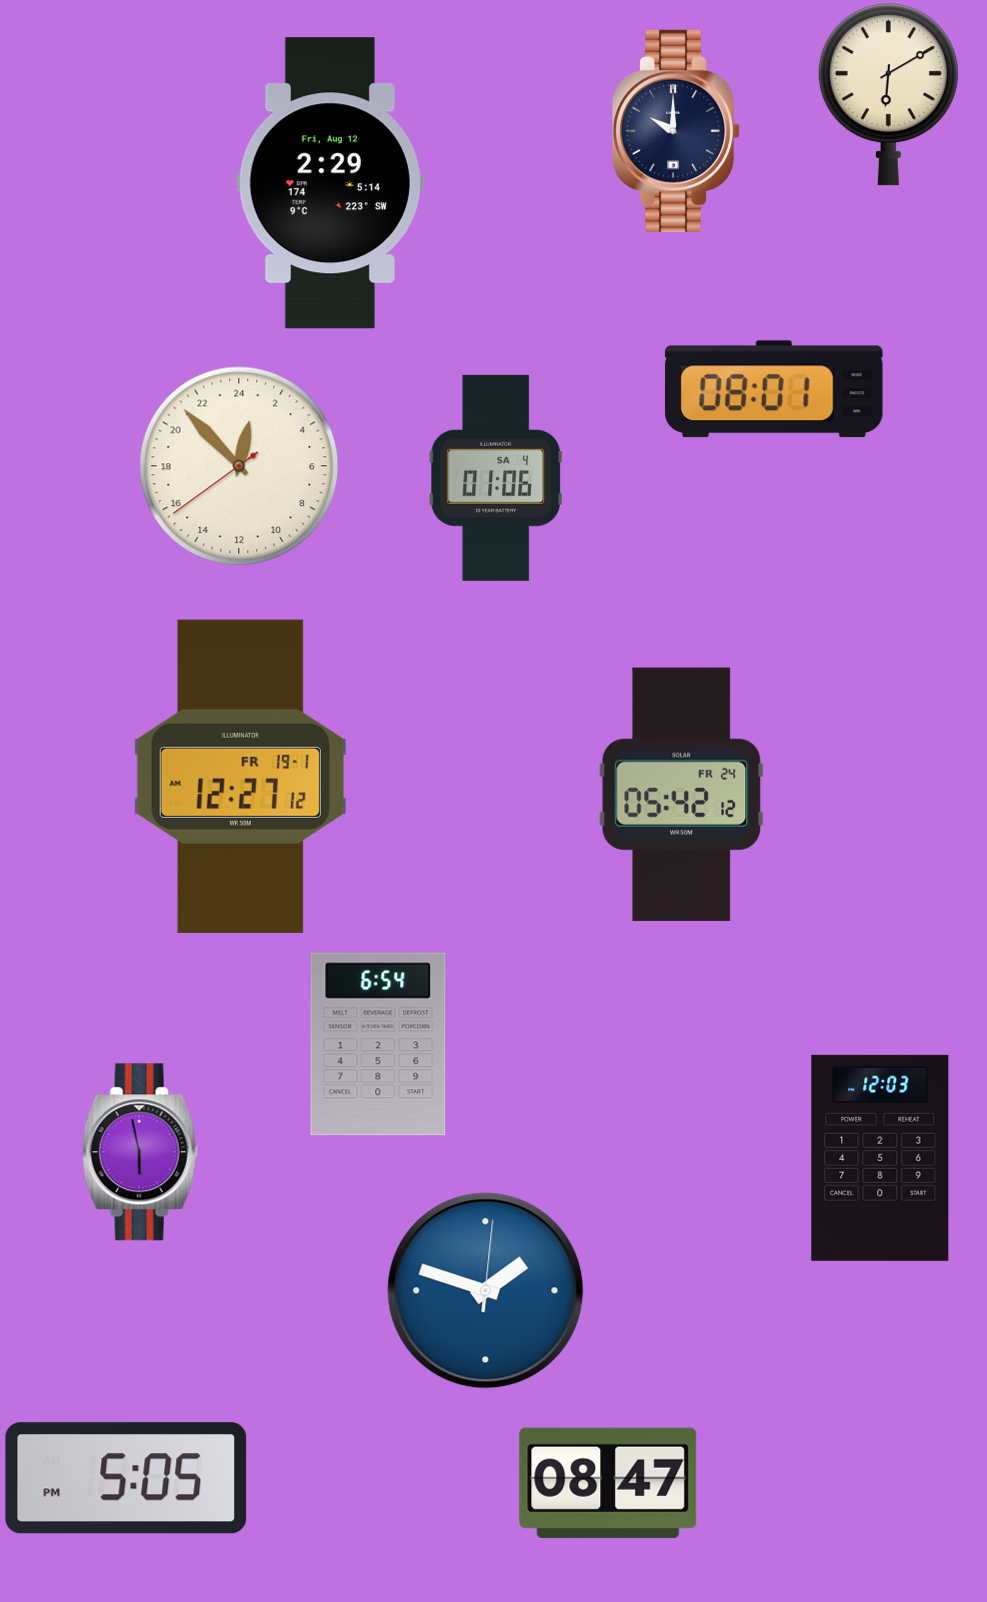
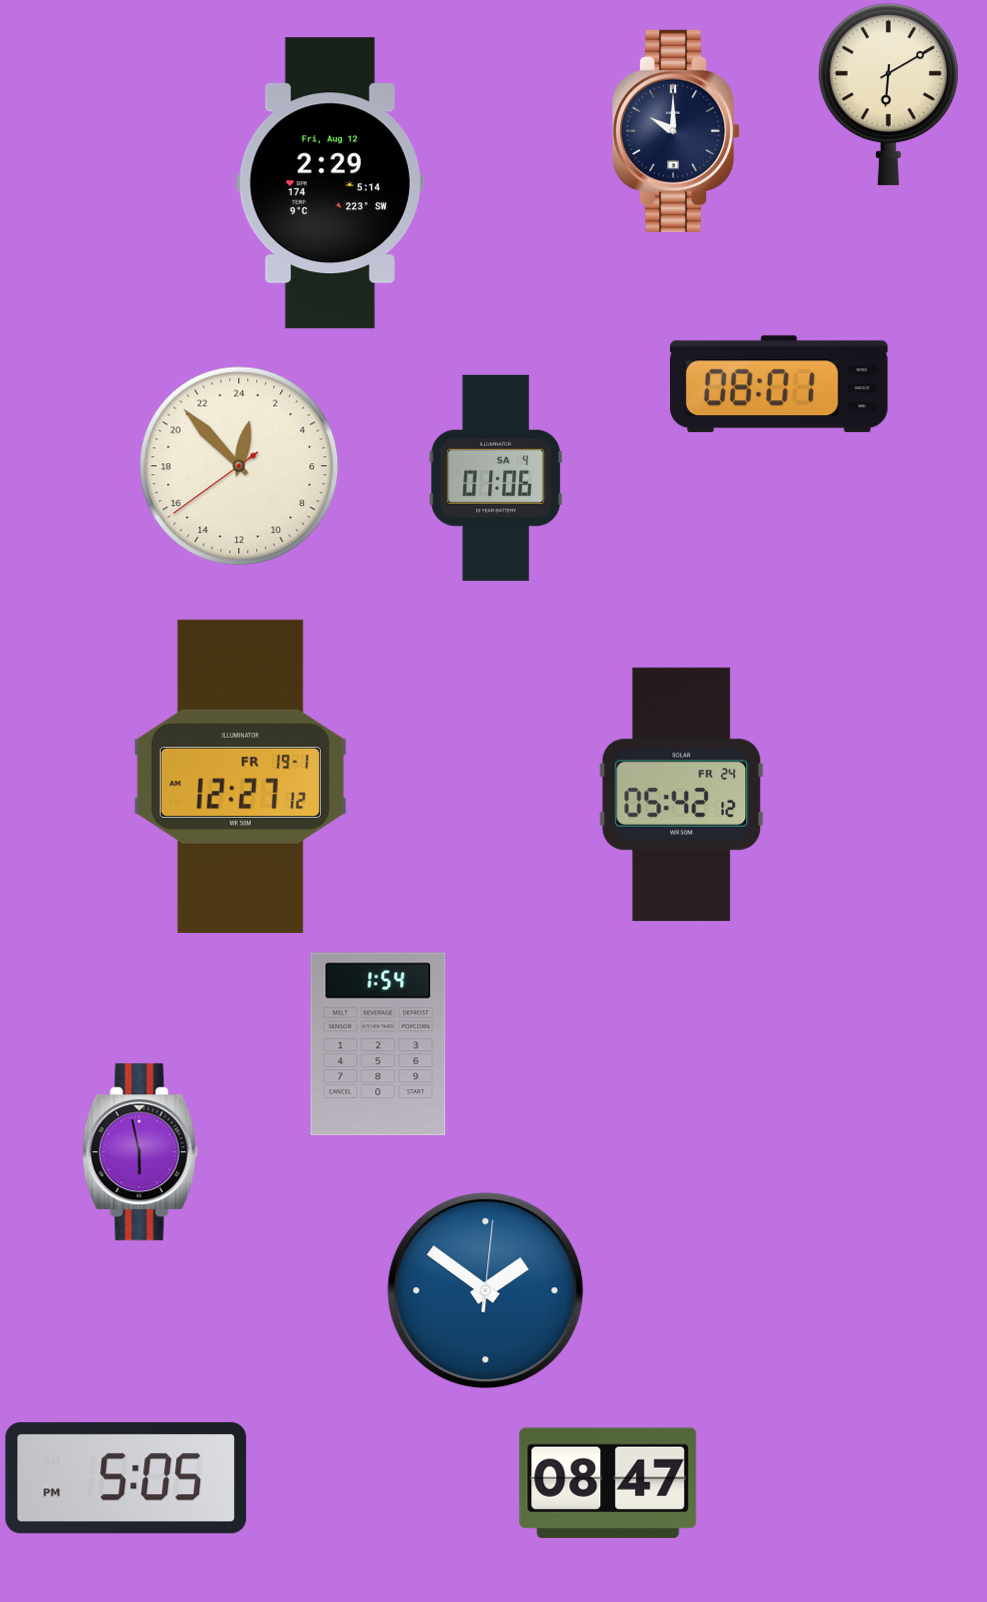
clock at (774, 389) position: (774, 389) -> (779, 384)
clock at (378, 1044): 6:54 -> 1:54
clock at (880, 1158): 12:03 -> none
clock at (486, 1291): 1:48 -> 1:51
